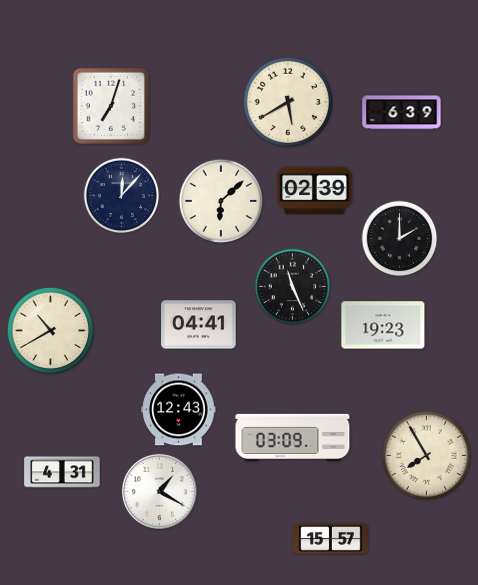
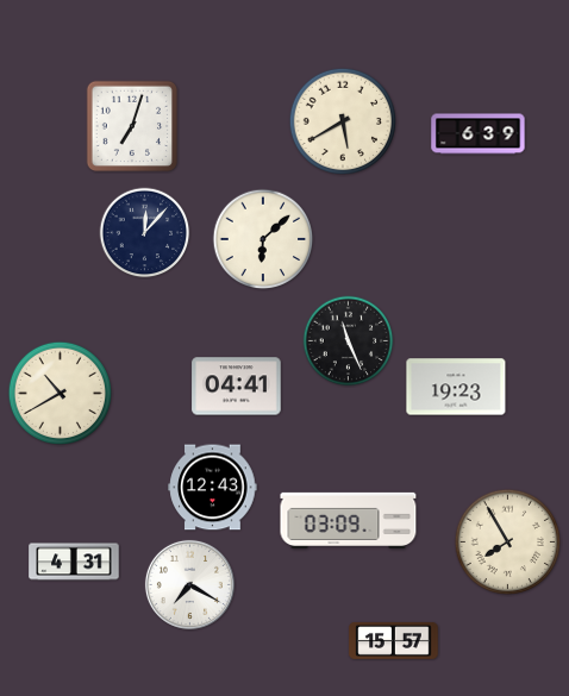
clock at (315, 191): 02:39 -> none
clock at (400, 239): 2:00 -> none
clock at (159, 491): 1:20 -> 7:20
